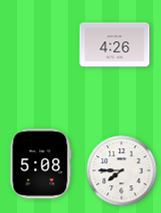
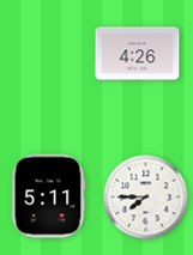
clock at (41, 164): 5:08 -> 5:11
clock at (122, 171) position: (122, 171) -> (146, 198)
